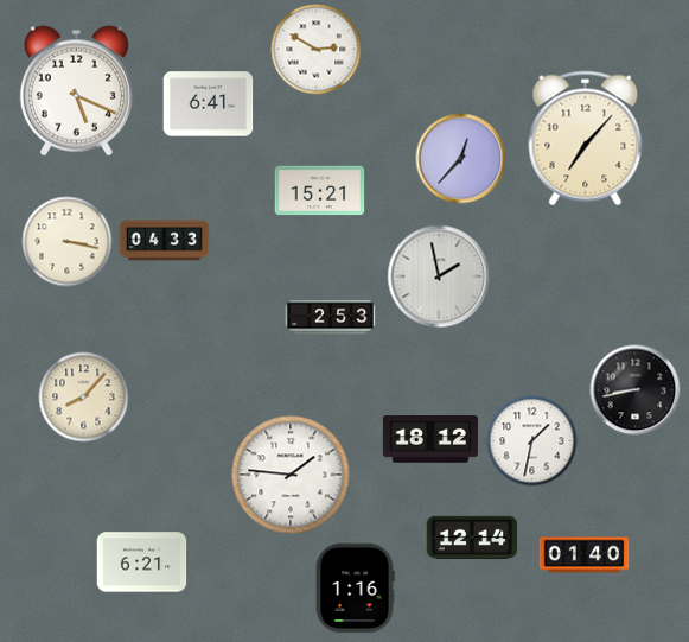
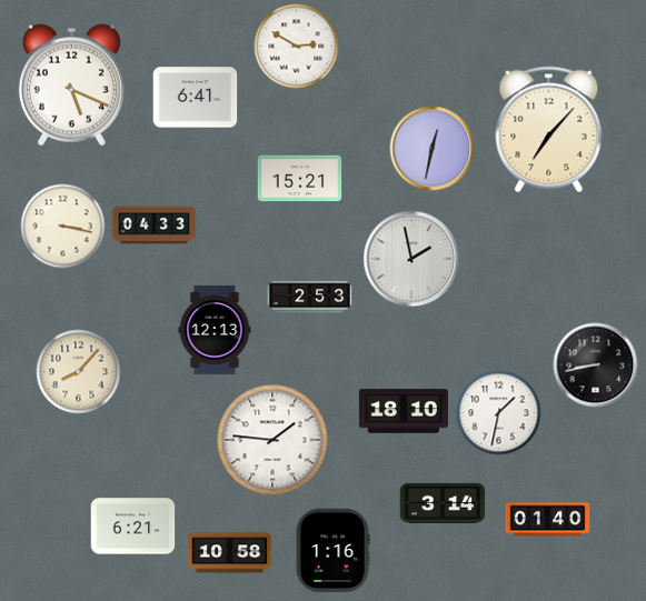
clock at (461, 159): 12:37 -> 12:32
clock at (215, 330): none -> 12:13
clock at (430, 439): 18:12 -> 18:10
clock at (291, 475) position: (291, 475) -> (272, 440)
clock at (472, 538): 12:14 -> 3:14
clock at (230, 553): none -> 10:58
